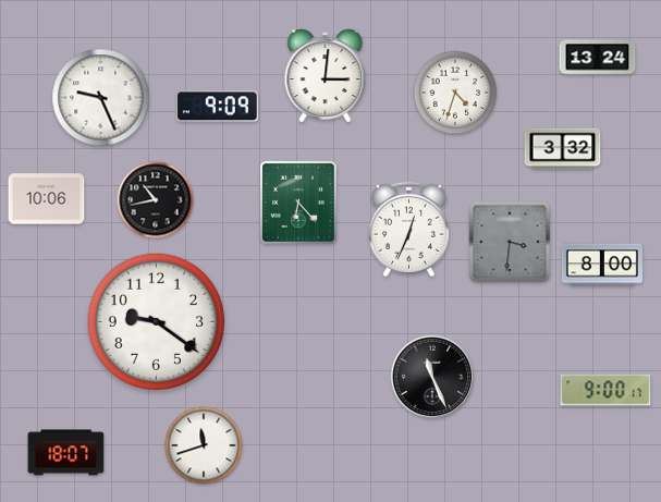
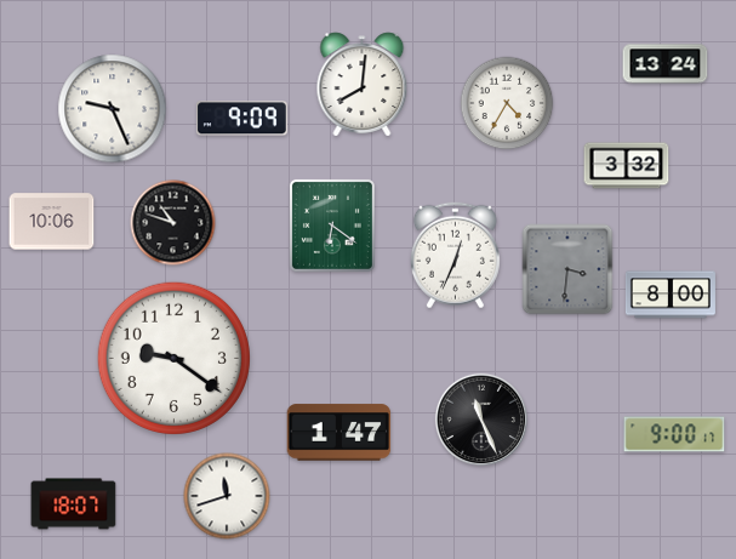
clock at (326, 76): 3:01 -> 8:01
clock at (455, 93): 4:33 -> 4:35
clock at (156, 200): 10:43 -> 10:48
clock at (298, 203): 6:23 -> 6:21
clock at (340, 433): none -> 1:47
